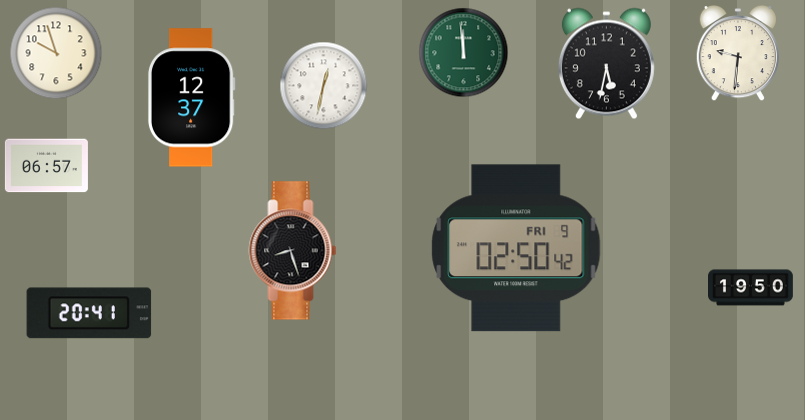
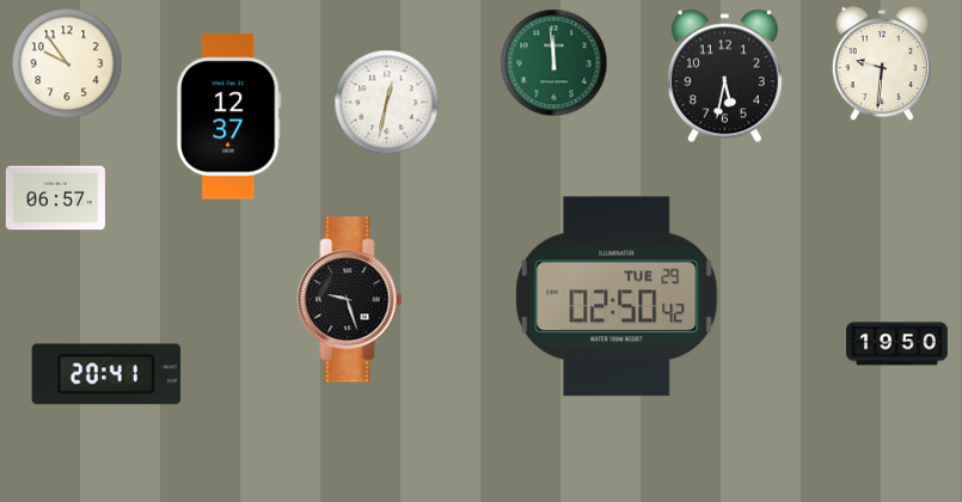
clock at (56, 53): 9:57 -> 9:54
clock at (516, 248) date: FRI 9 -> TUE 29
clock at (293, 251): 8:27 -> 9:27
